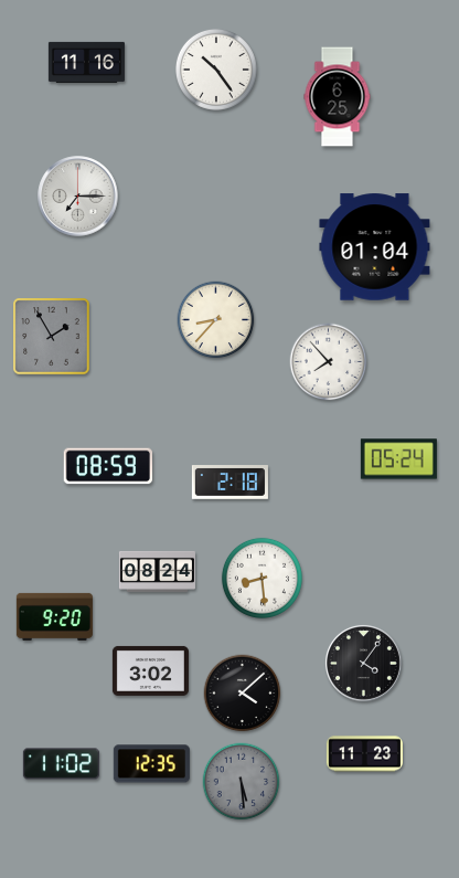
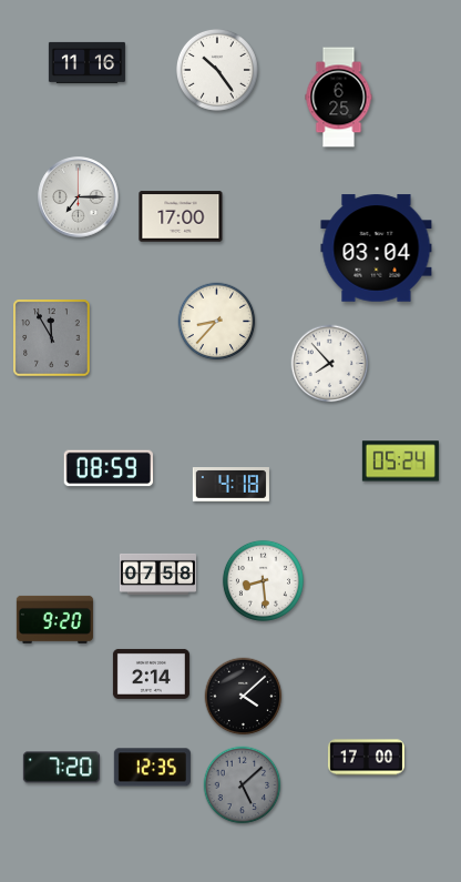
clock at (181, 216): none -> 17:00
clock at (375, 247): 01:04 -> 03:04
clock at (52, 337): 1:55 -> 11:55
clock at (229, 483): 2:18 -> 4:18
clock at (157, 571): 08:24 -> 07:58
clock at (363, 663): 4:06 -> none
clock at (150, 670): 3:02 -> 2:14
clock at (364, 754): 11:23 -> 17:00
clock at (61, 764): 11:02 -> 7:20
clock at (242, 782): 5:29 -> 5:08
